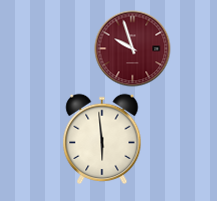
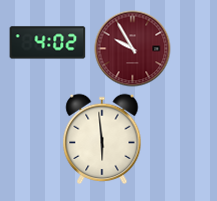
clock at (48, 43): none -> 4:02
clock at (133, 49): 9:57 -> 9:55
